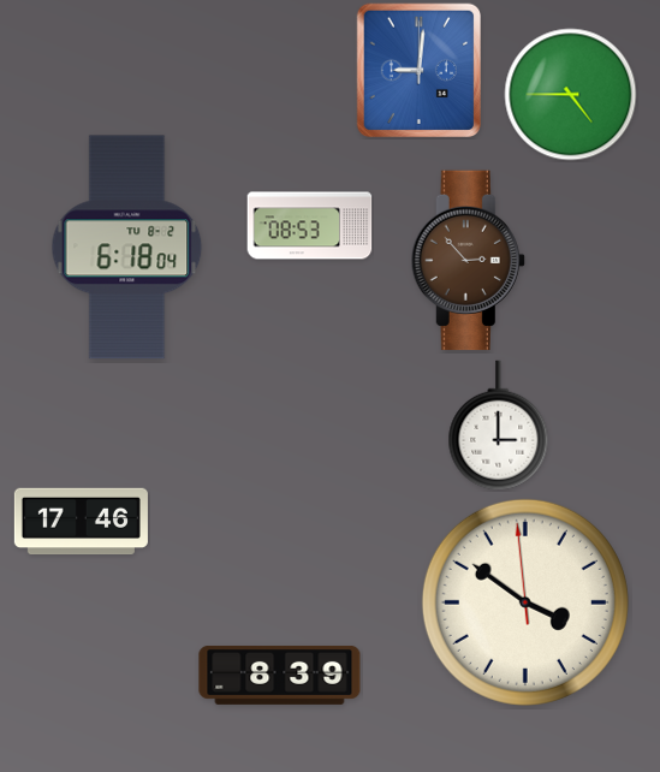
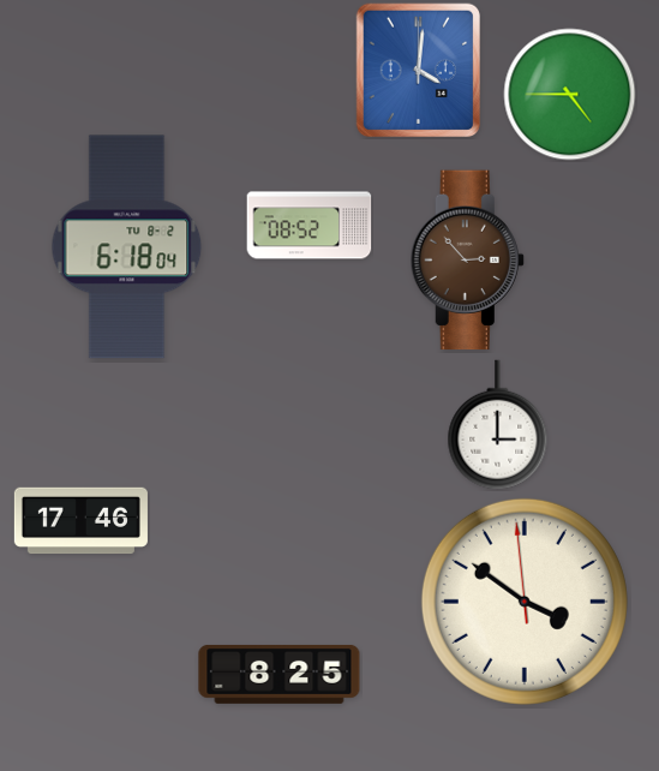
clock at (420, 71): 9:01 -> 4:01
clock at (310, 226): 08:53 -> 08:52
clock at (280, 675): 8:39 -> 8:25
